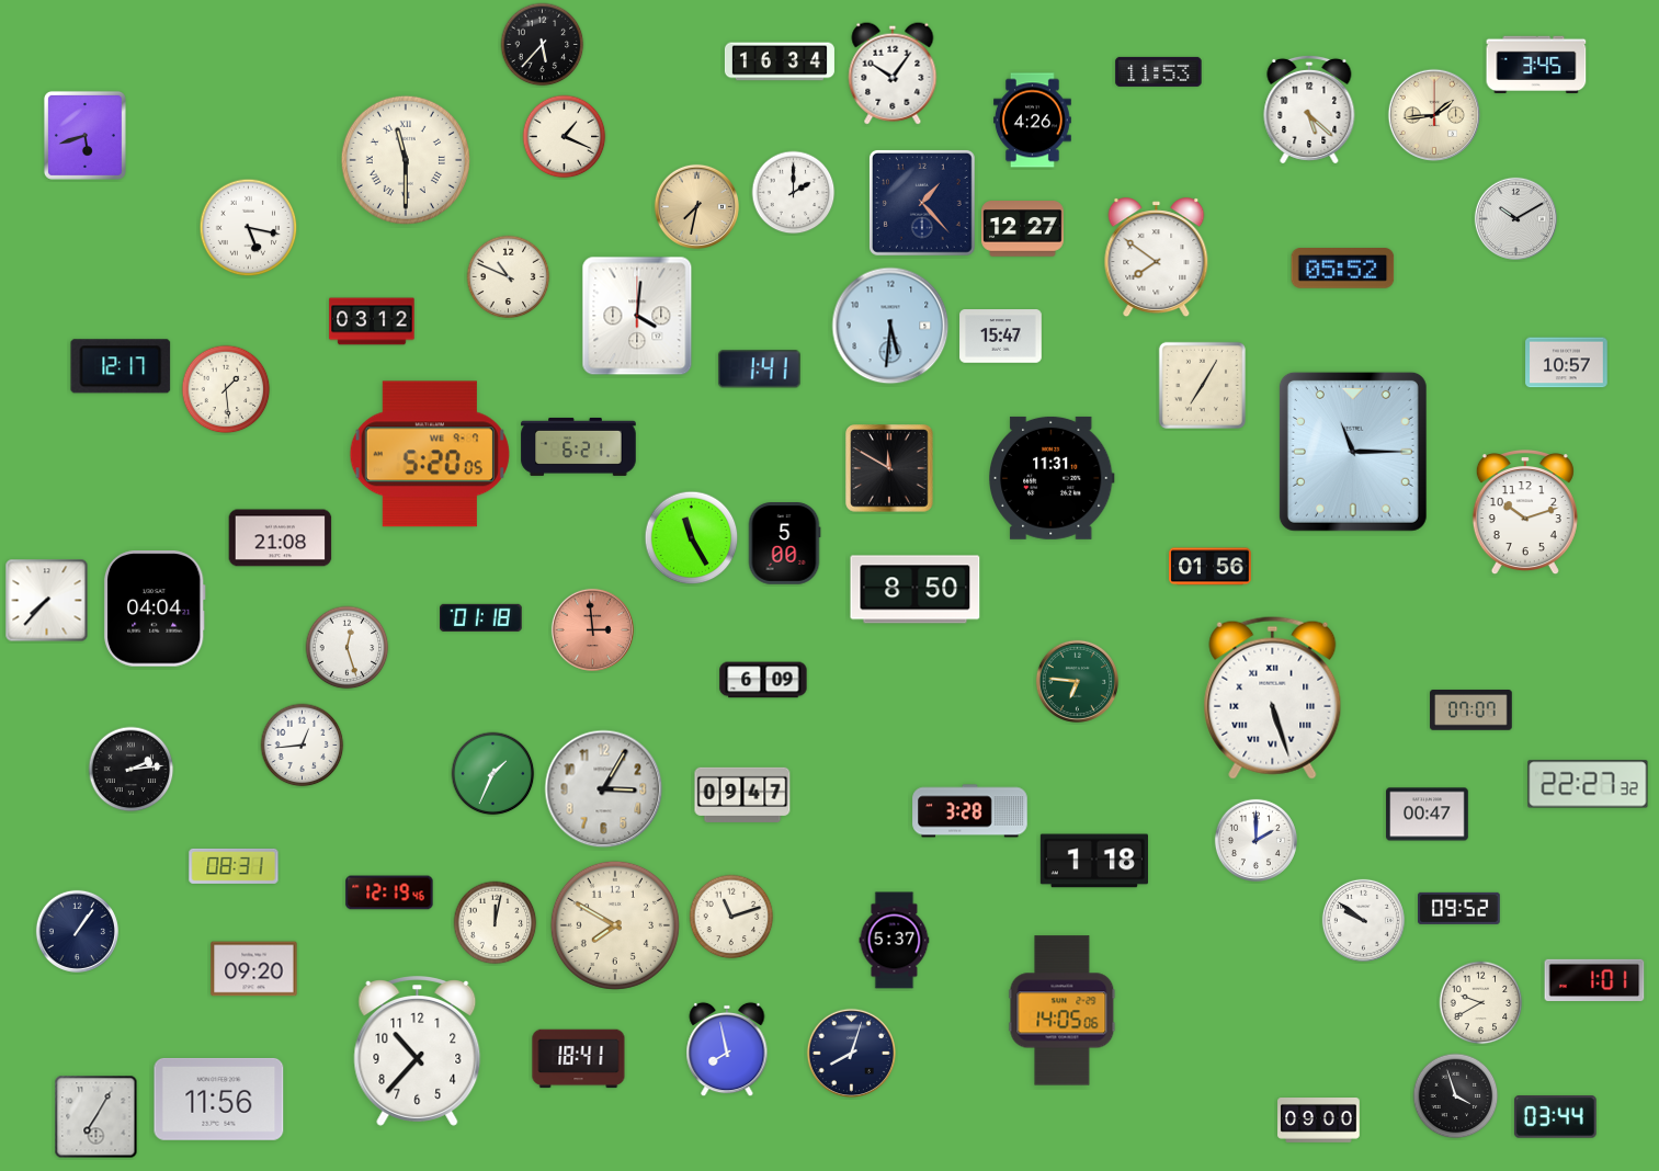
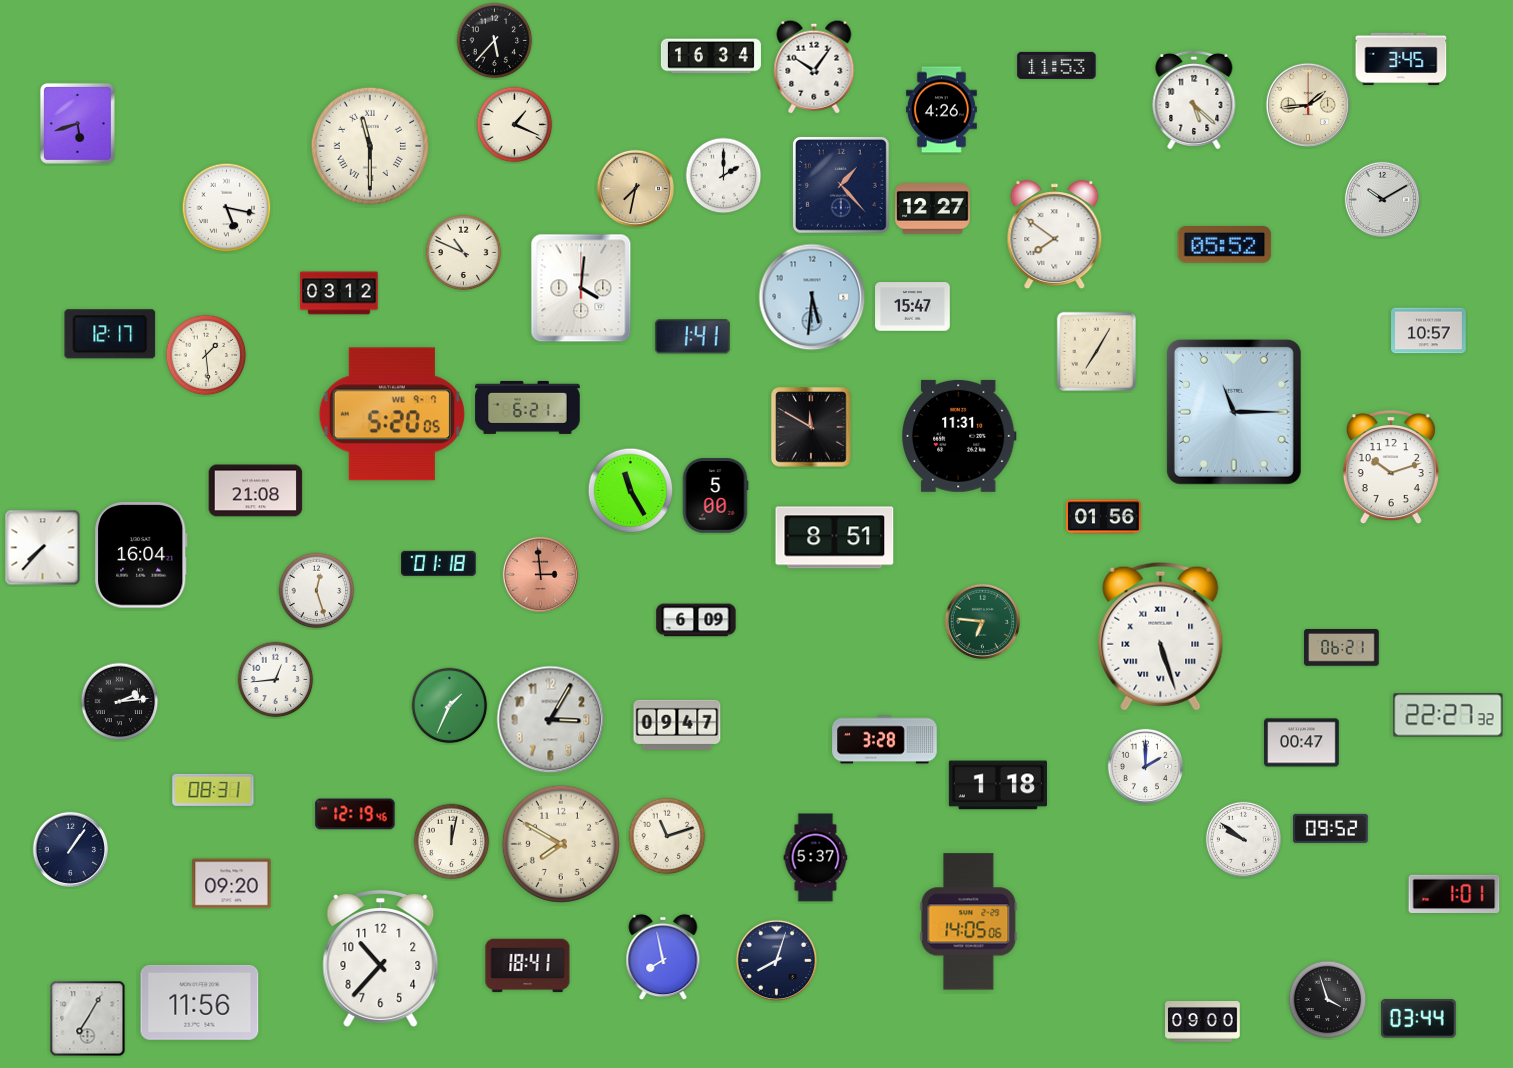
clock at (916, 590): 8:50 -> 8:51
clock at (155, 609): 04:04 -> 16:04
clock at (1471, 710): 07:07 -> 06:21
clock at (1481, 1003): 9:40 -> none
